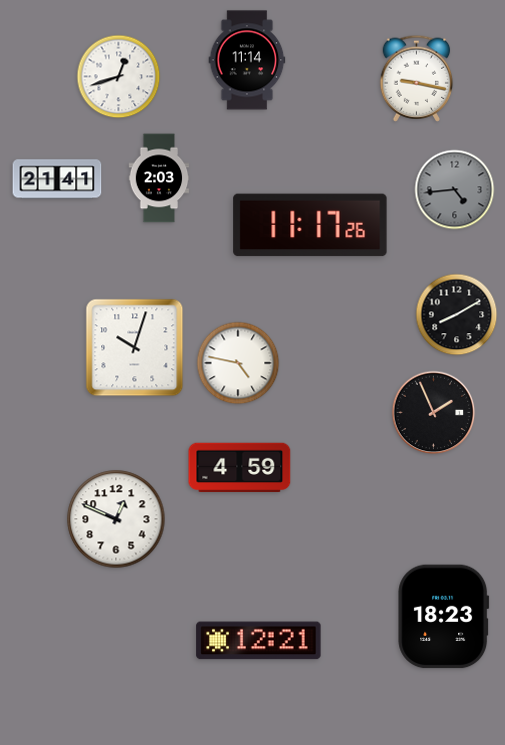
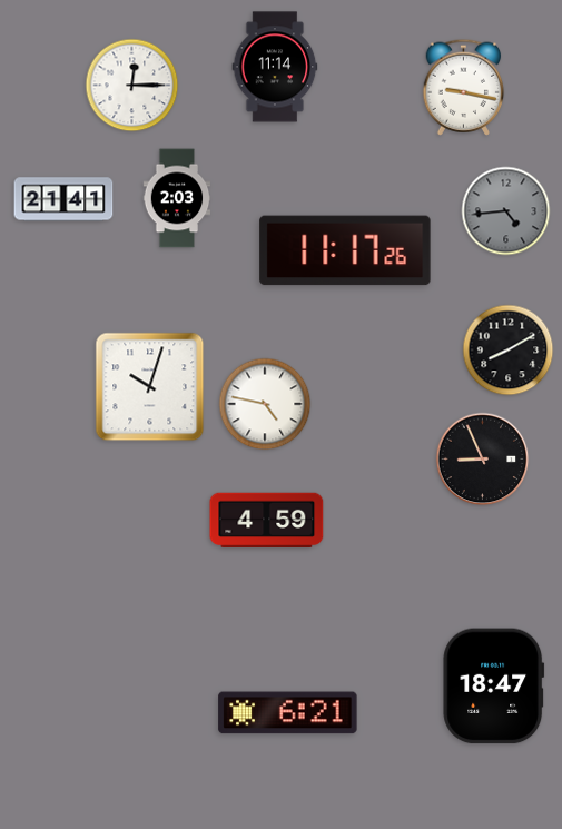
clock at (119, 77): 12:42 -> 12:15
clock at (434, 413): 1:56 -> 8:56
clock at (116, 519): 12:49 -> none
clock at (444, 617): 18:23 -> 18:47
clock at (259, 641): 12:21 -> 6:21
